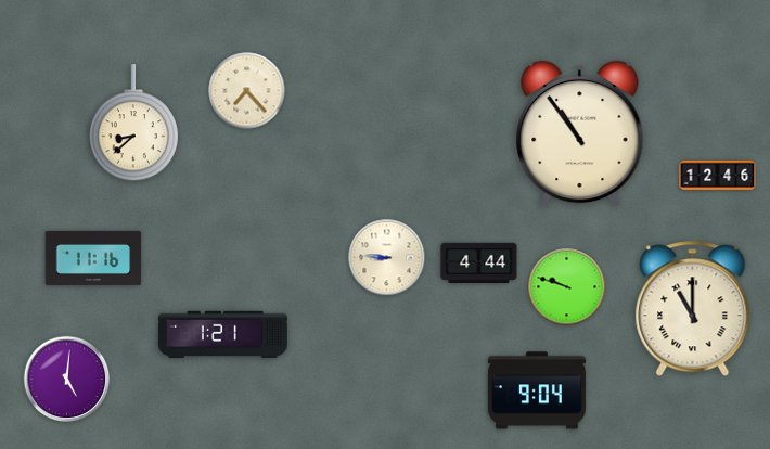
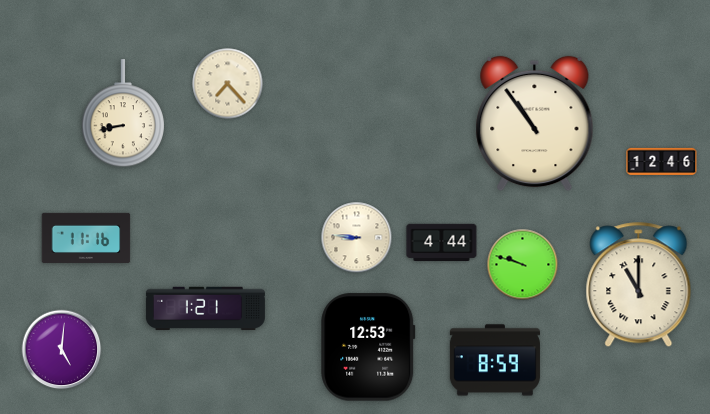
clock at (132, 124): 8:38 -> 8:43
clock at (368, 347): none -> 12:53
clock at (537, 390): 9:04 -> 8:59
